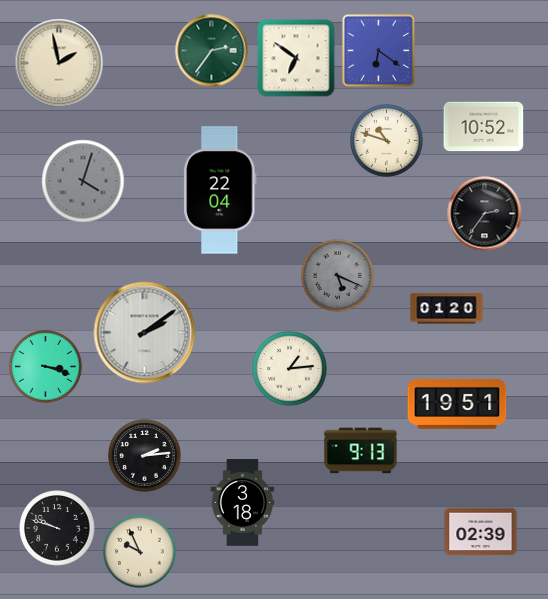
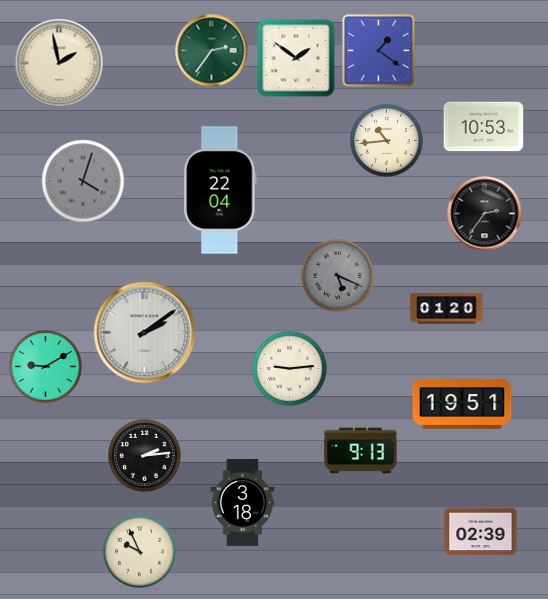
clock at (378, 50): 6:21 -> 1:21
clock at (296, 58): 6:51 -> 1:51
clock at (484, 127): 10:52 -> 10:53
clock at (387, 141): 10:48 -> 10:44
clock at (46, 367): 3:18 -> 9:10
clock at (290, 369): 1:14 -> 9:14
clock at (457, 404) position: (457, 404) -> (462, 404)
clock at (57, 528): 9:48 -> none
